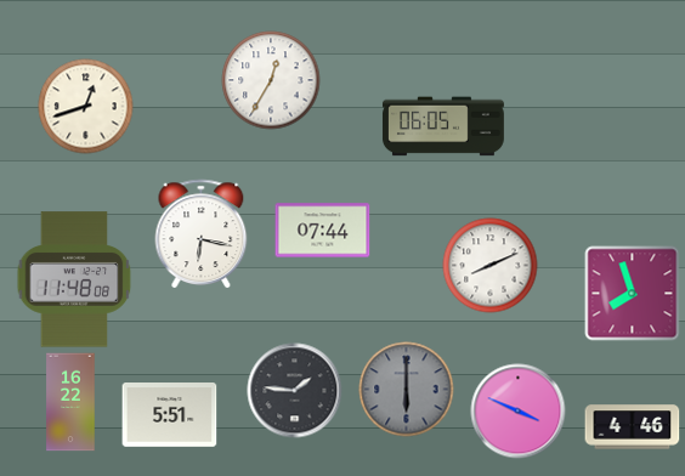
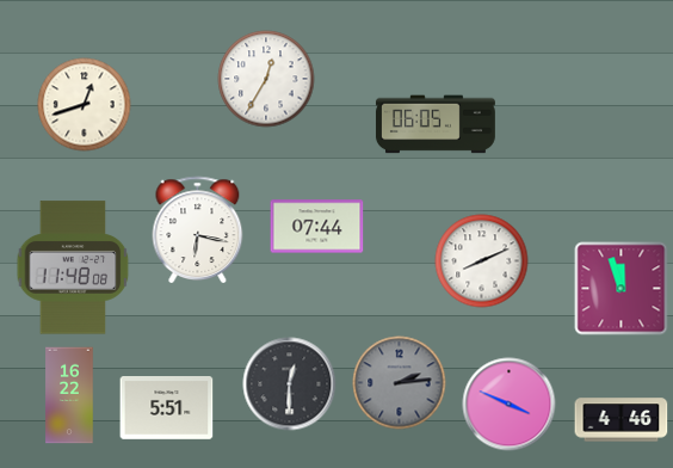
clock at (74, 279) position: (74, 279) -> (73, 267)
clock at (632, 293): 7:57 -> 11:57
clock at (406, 389): 6:00 -> 2:14
clock at (294, 390): 1:46 -> 12:30
